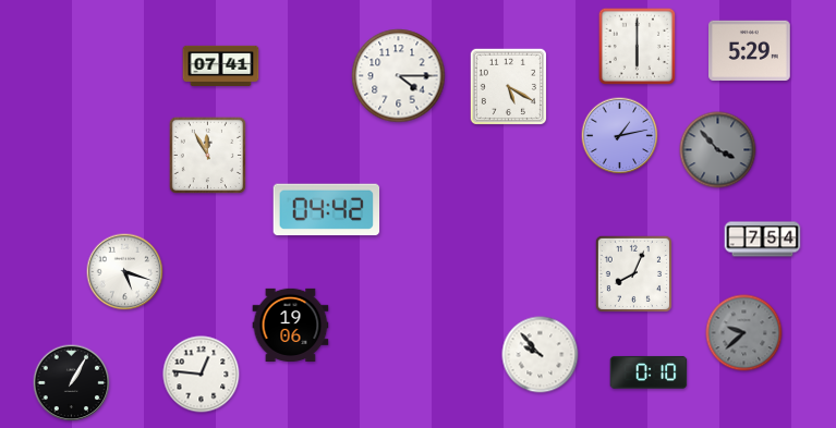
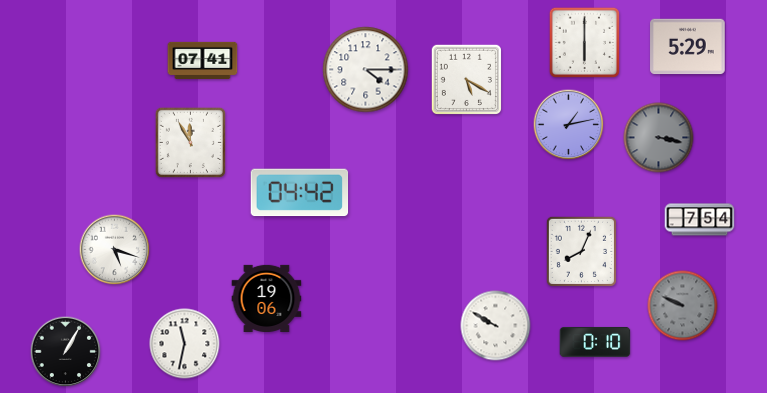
clock at (718, 150): 3:53 -> 3:17
clock at (744, 333): 9:38 -> 9:49
clock at (541, 355): 9:53 -> 9:50
clock at (202, 375): 12:46 -> 11:32
